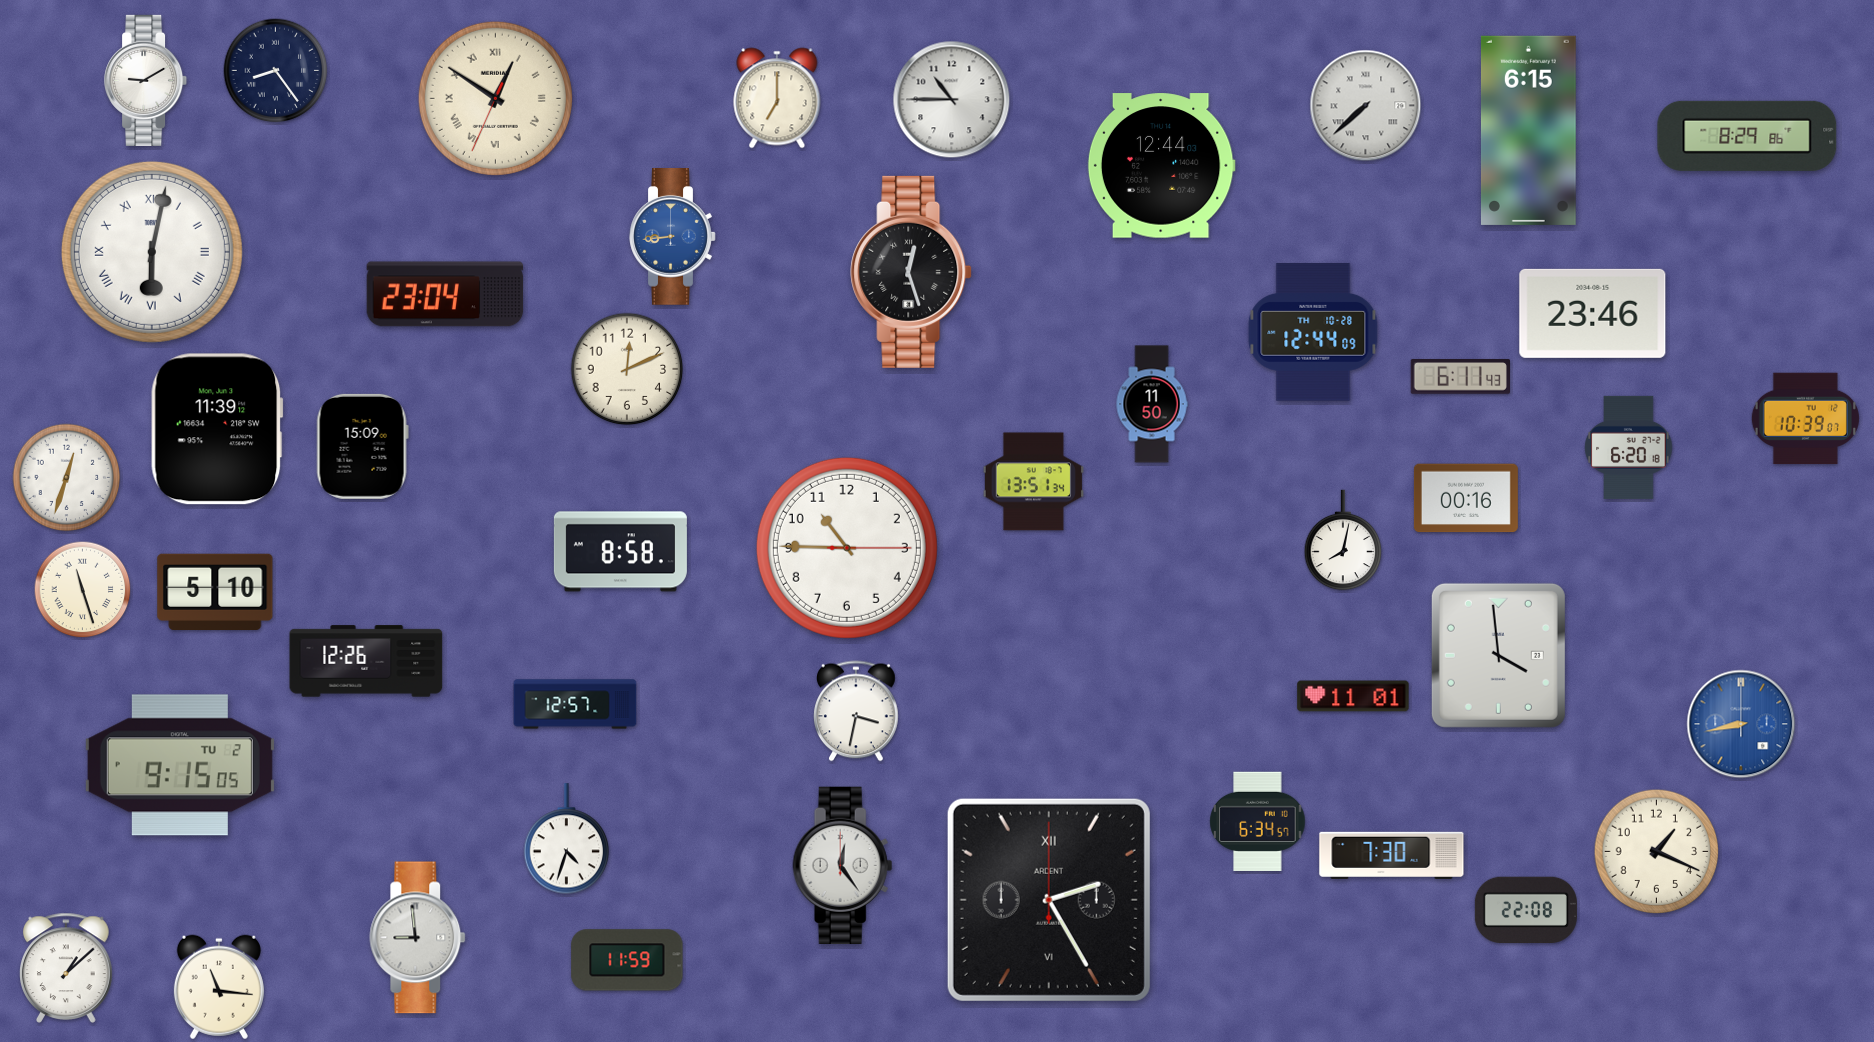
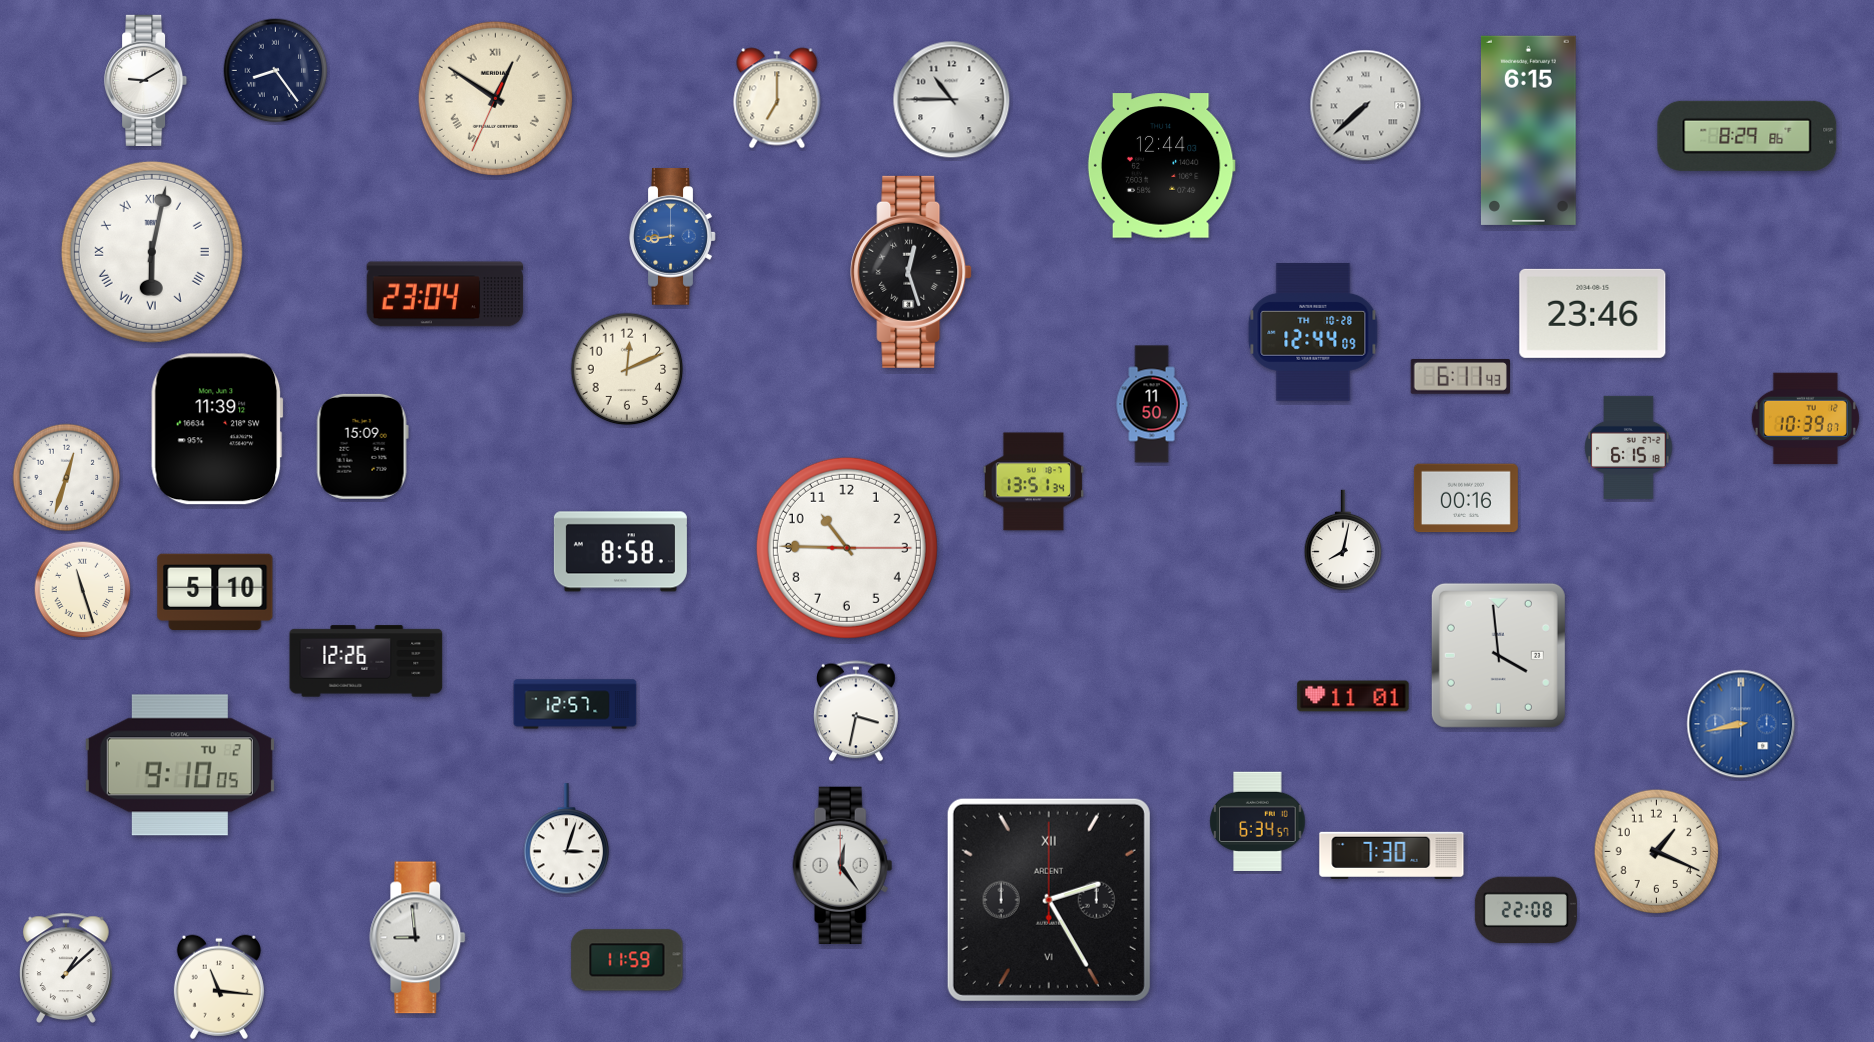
clock at (1629, 447): 6:20 -> 6:15
clock at (180, 765): 9:15 -> 9:10
clock at (567, 839): 4:33 -> 3:03
